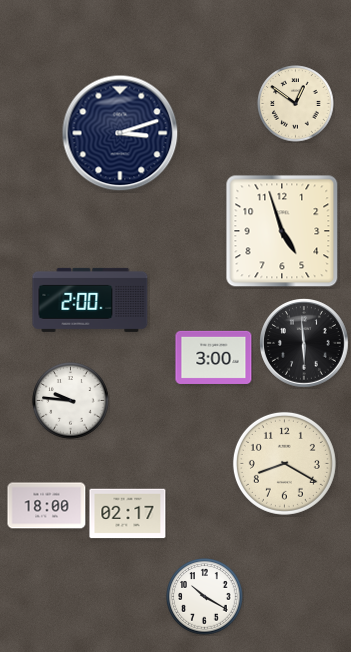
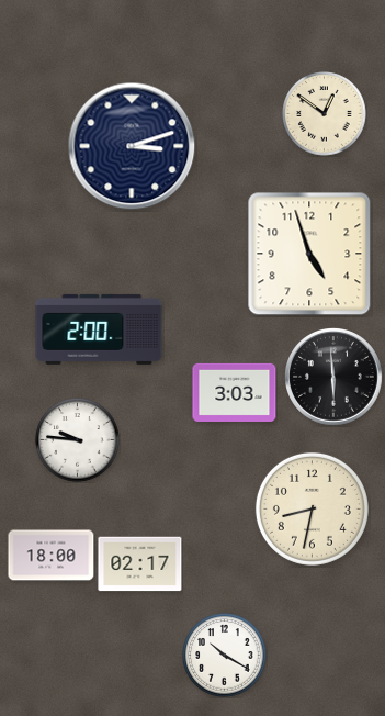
clock at (214, 357): 3:00 -> 3:03
clock at (284, 463): 8:20 -> 8:32
